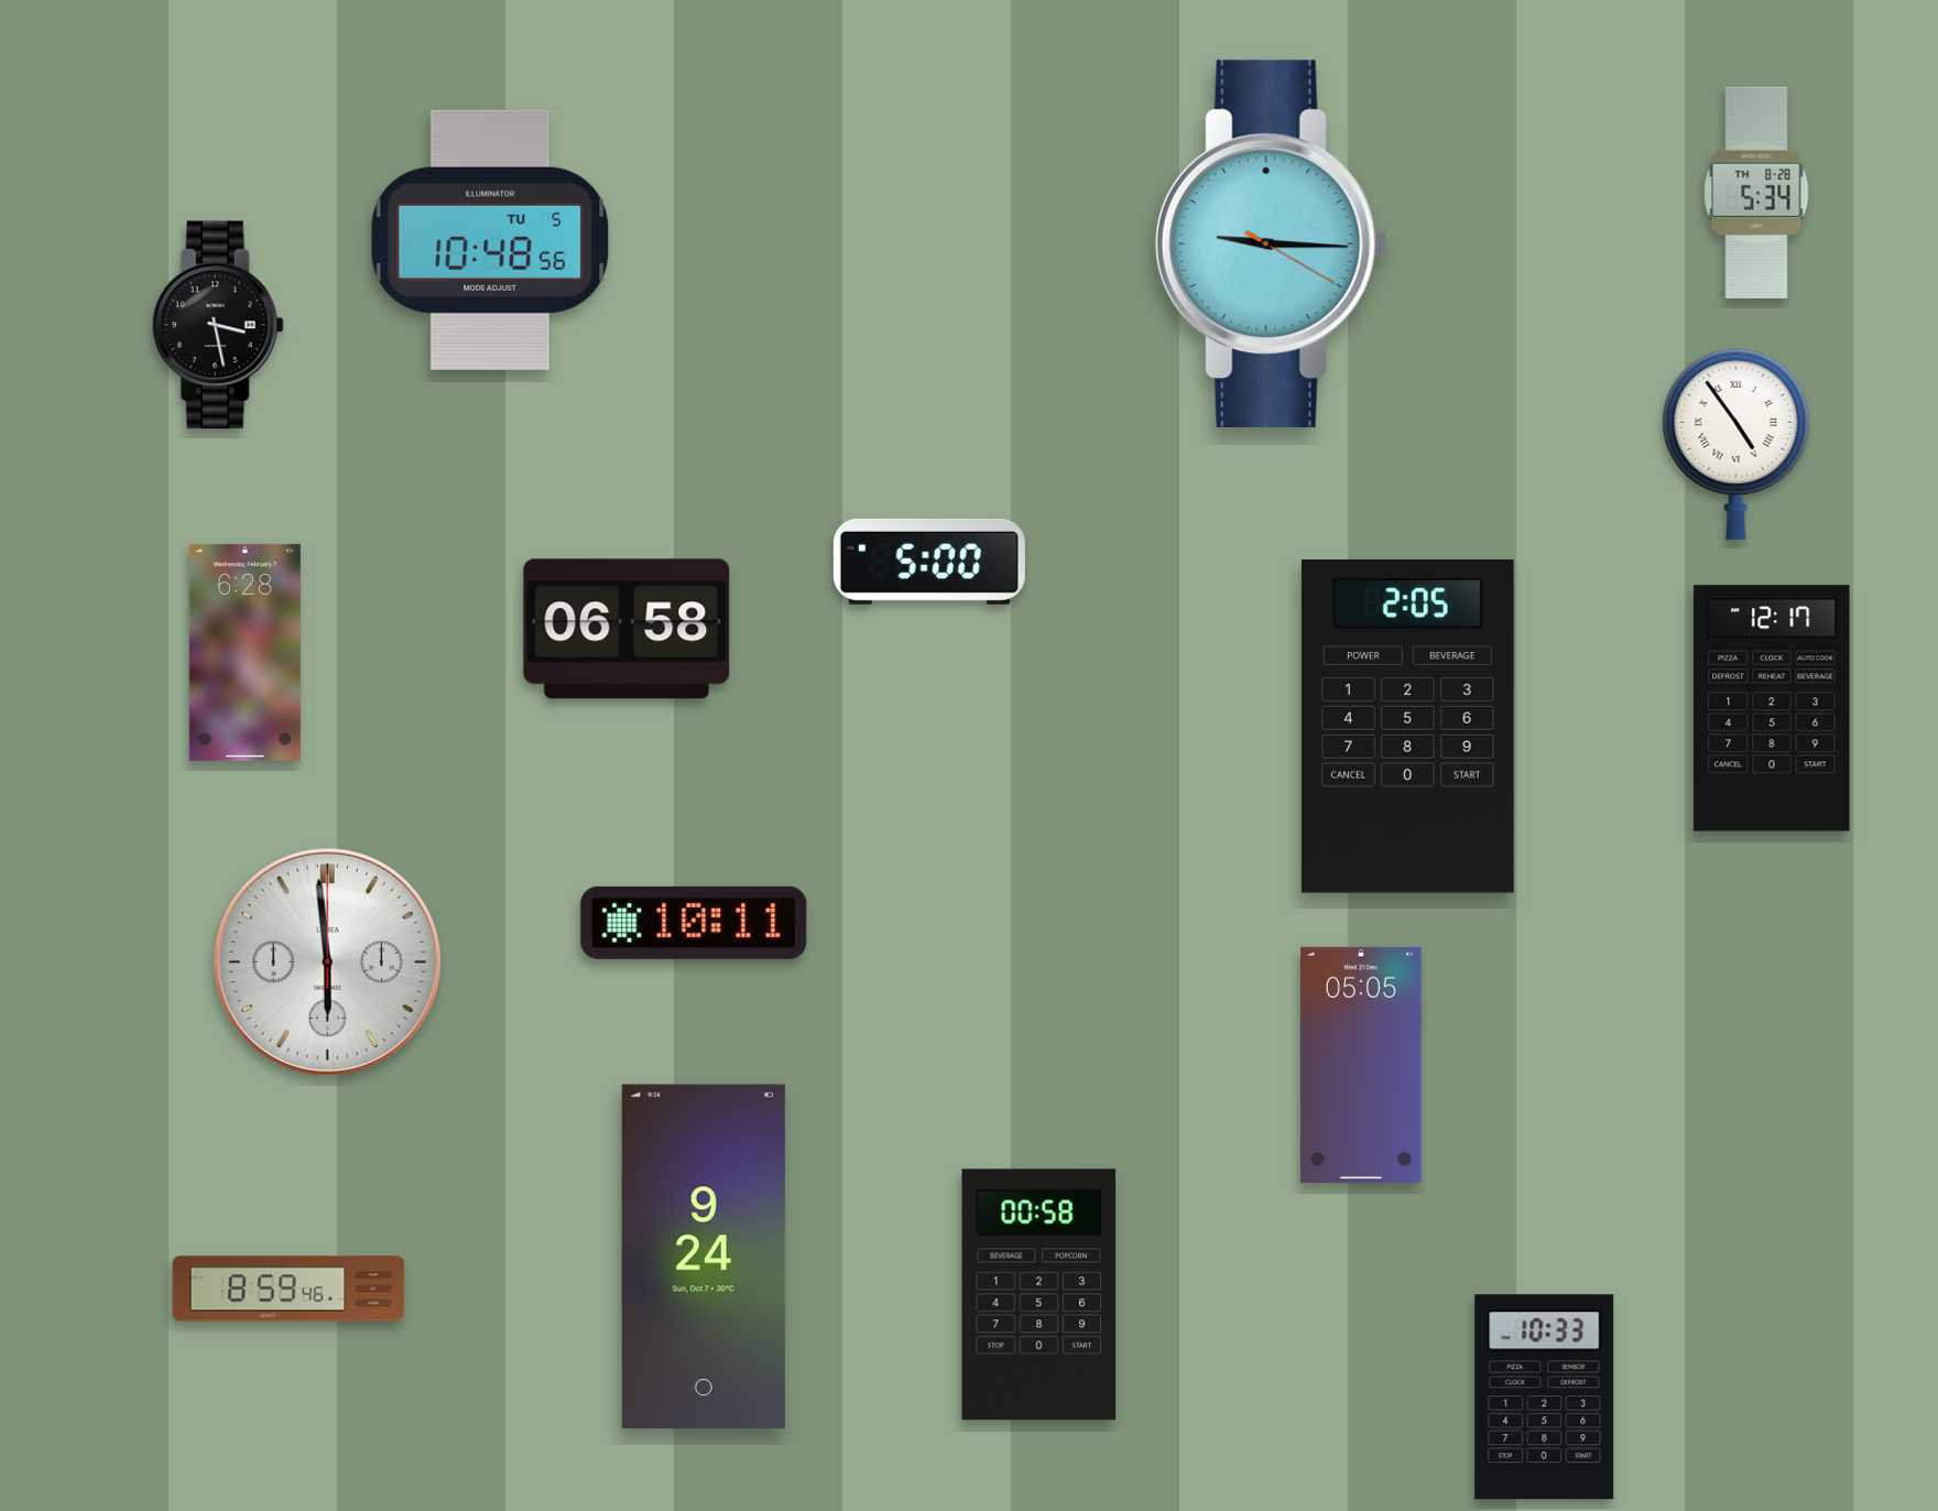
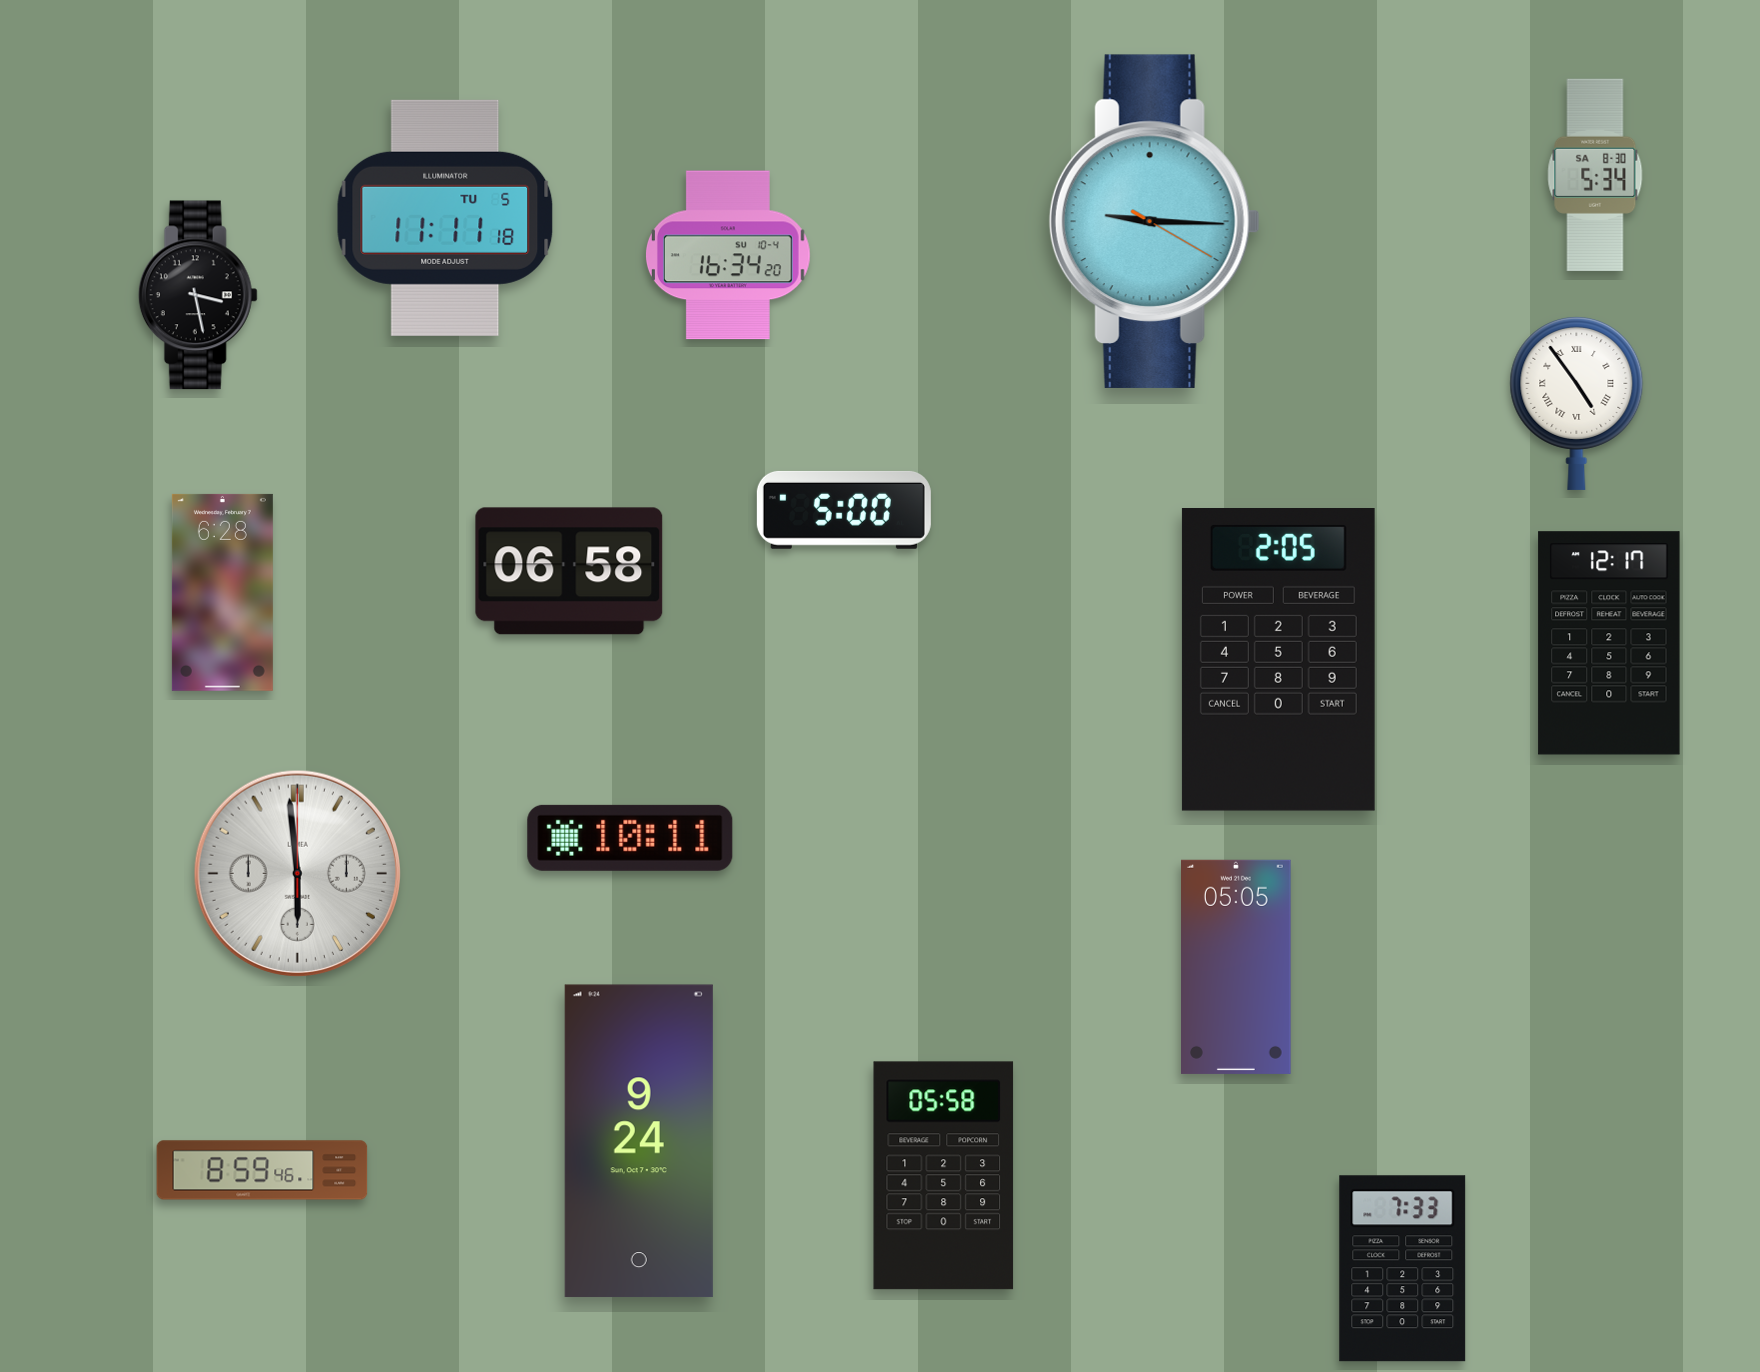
clock at (1756, 193) date: TH 8-28 -> SA 8-30
clock at (490, 240): 10:48 -> 11:11
clock at (728, 255): none -> 16:34
clock at (1039, 1295): 00:58 -> 05:58
clock at (1545, 1398): 10:33 -> 7:33
